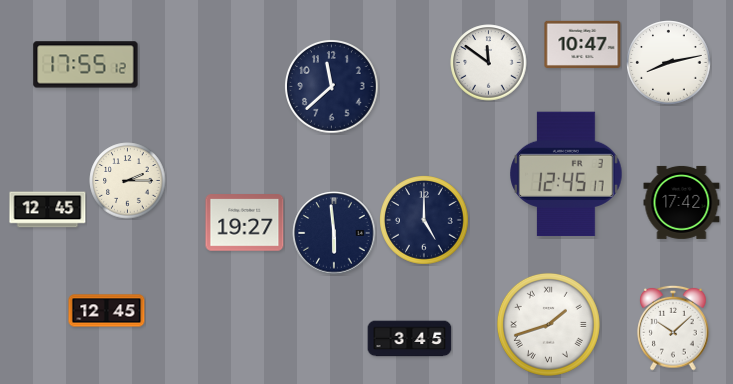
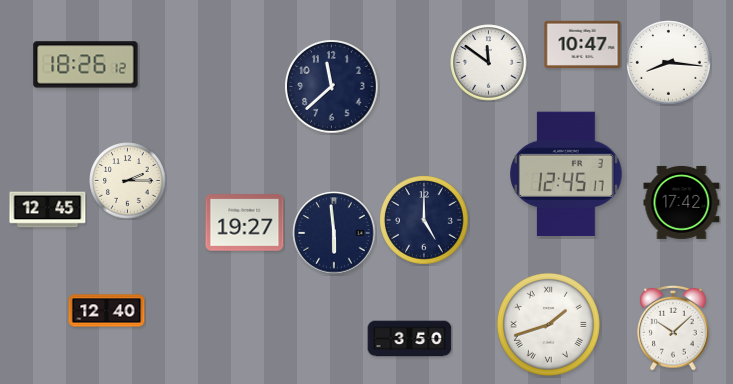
clock at (669, 63): 8:13 -> 8:16
clock at (86, 65): 17:55 -> 18:26
clock at (107, 311): 12:45 -> 12:40
clock at (410, 339): 3:45 -> 3:50
